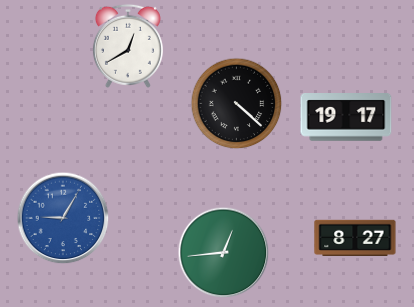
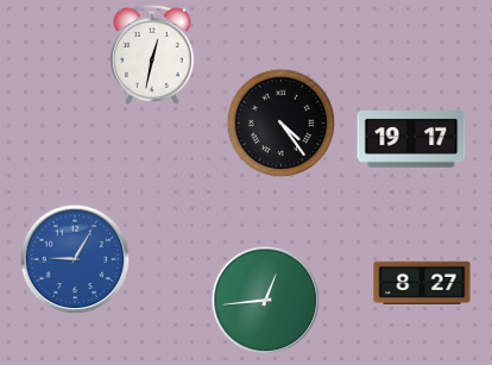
clock at (128, 46): 12:40 -> 12:32
clock at (236, 103): 4:22 -> 4:24
